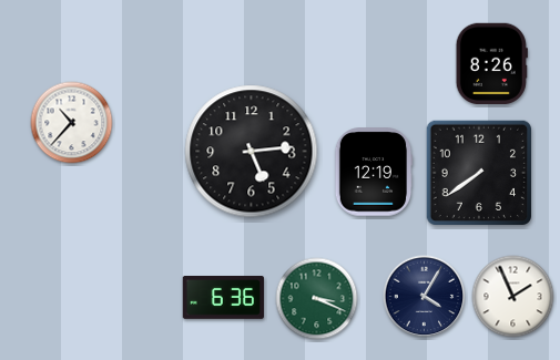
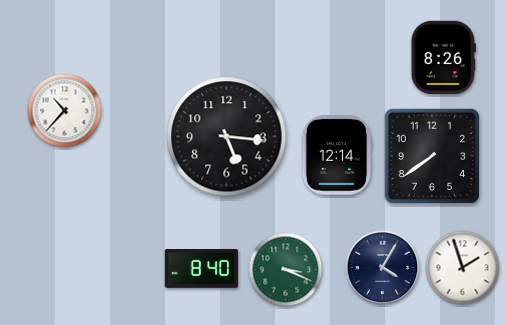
clock at (252, 152): 5:14 -> 5:16
clock at (374, 172): 12:19 -> 12:14
clock at (513, 297): 1:56 -> 1:57
clock at (223, 298): 6:36 -> 8:40
